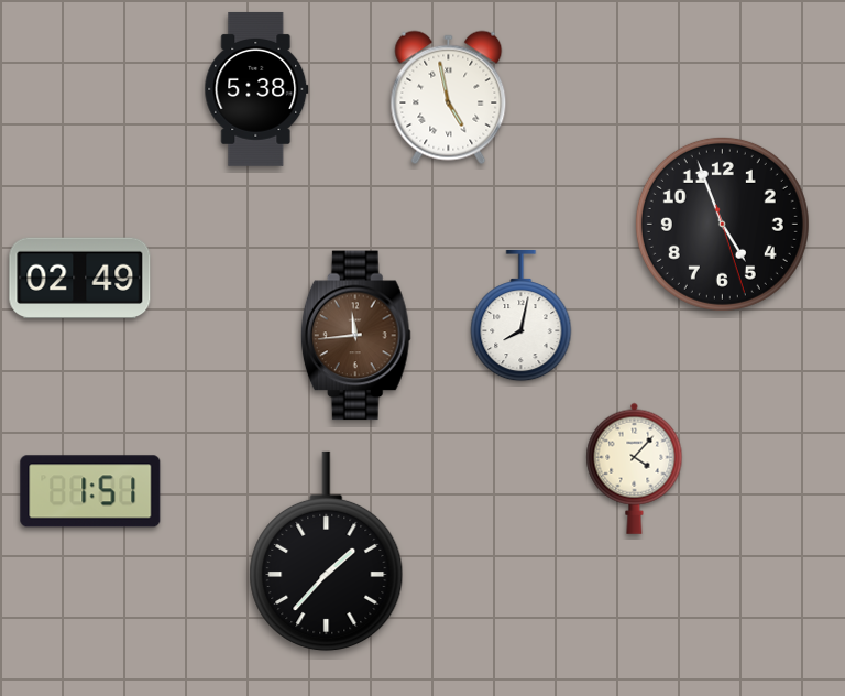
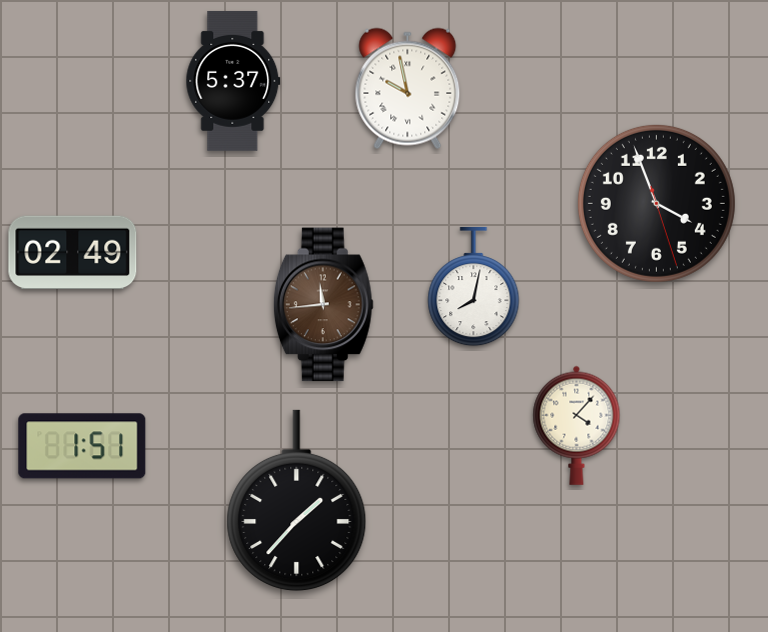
clock at (256, 89): 5:38 -> 5:37
clock at (449, 98): 4:58 -> 9:58
clock at (722, 224): 4:56 -> 3:56
